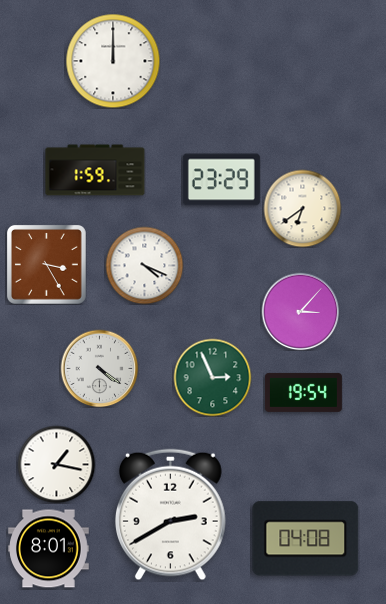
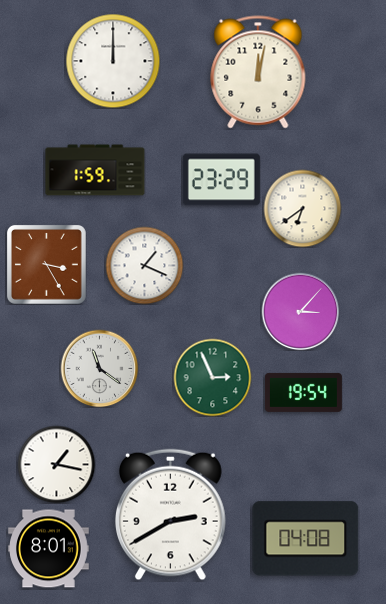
clock at (258, 72): none -> 12:02
clock at (144, 265): 4:19 -> 1:19
clock at (99, 368): 4:21 -> 11:21
